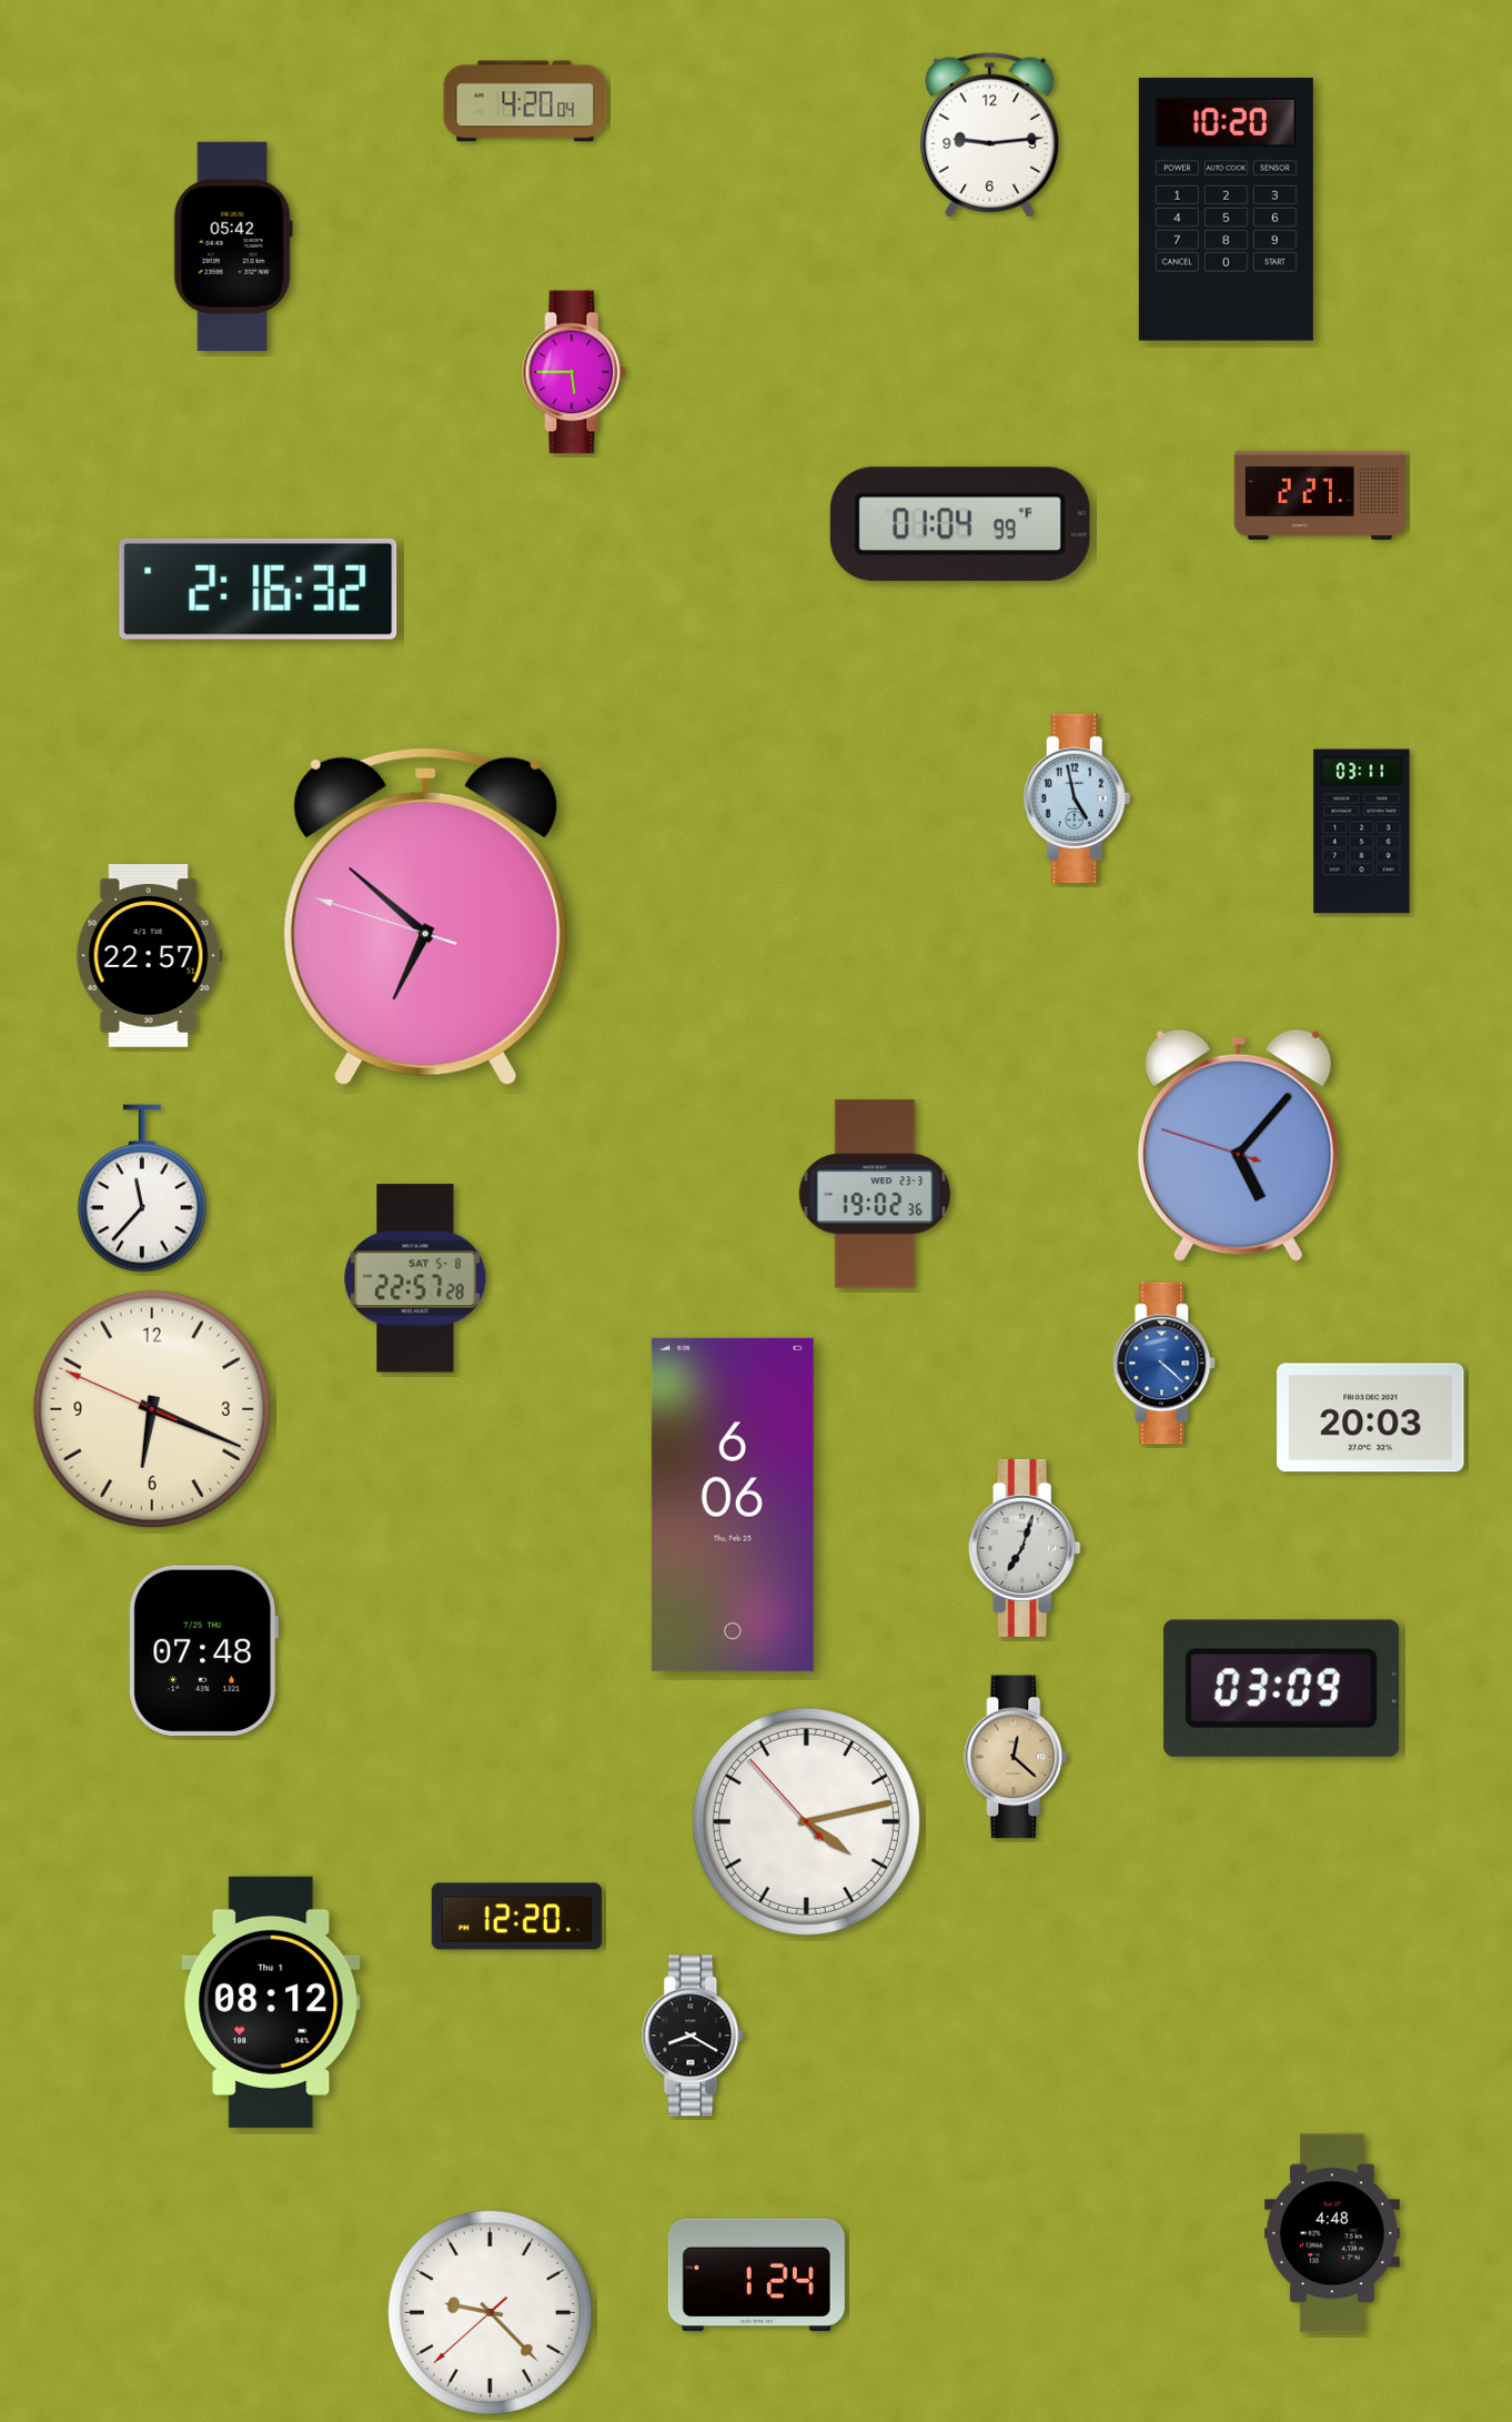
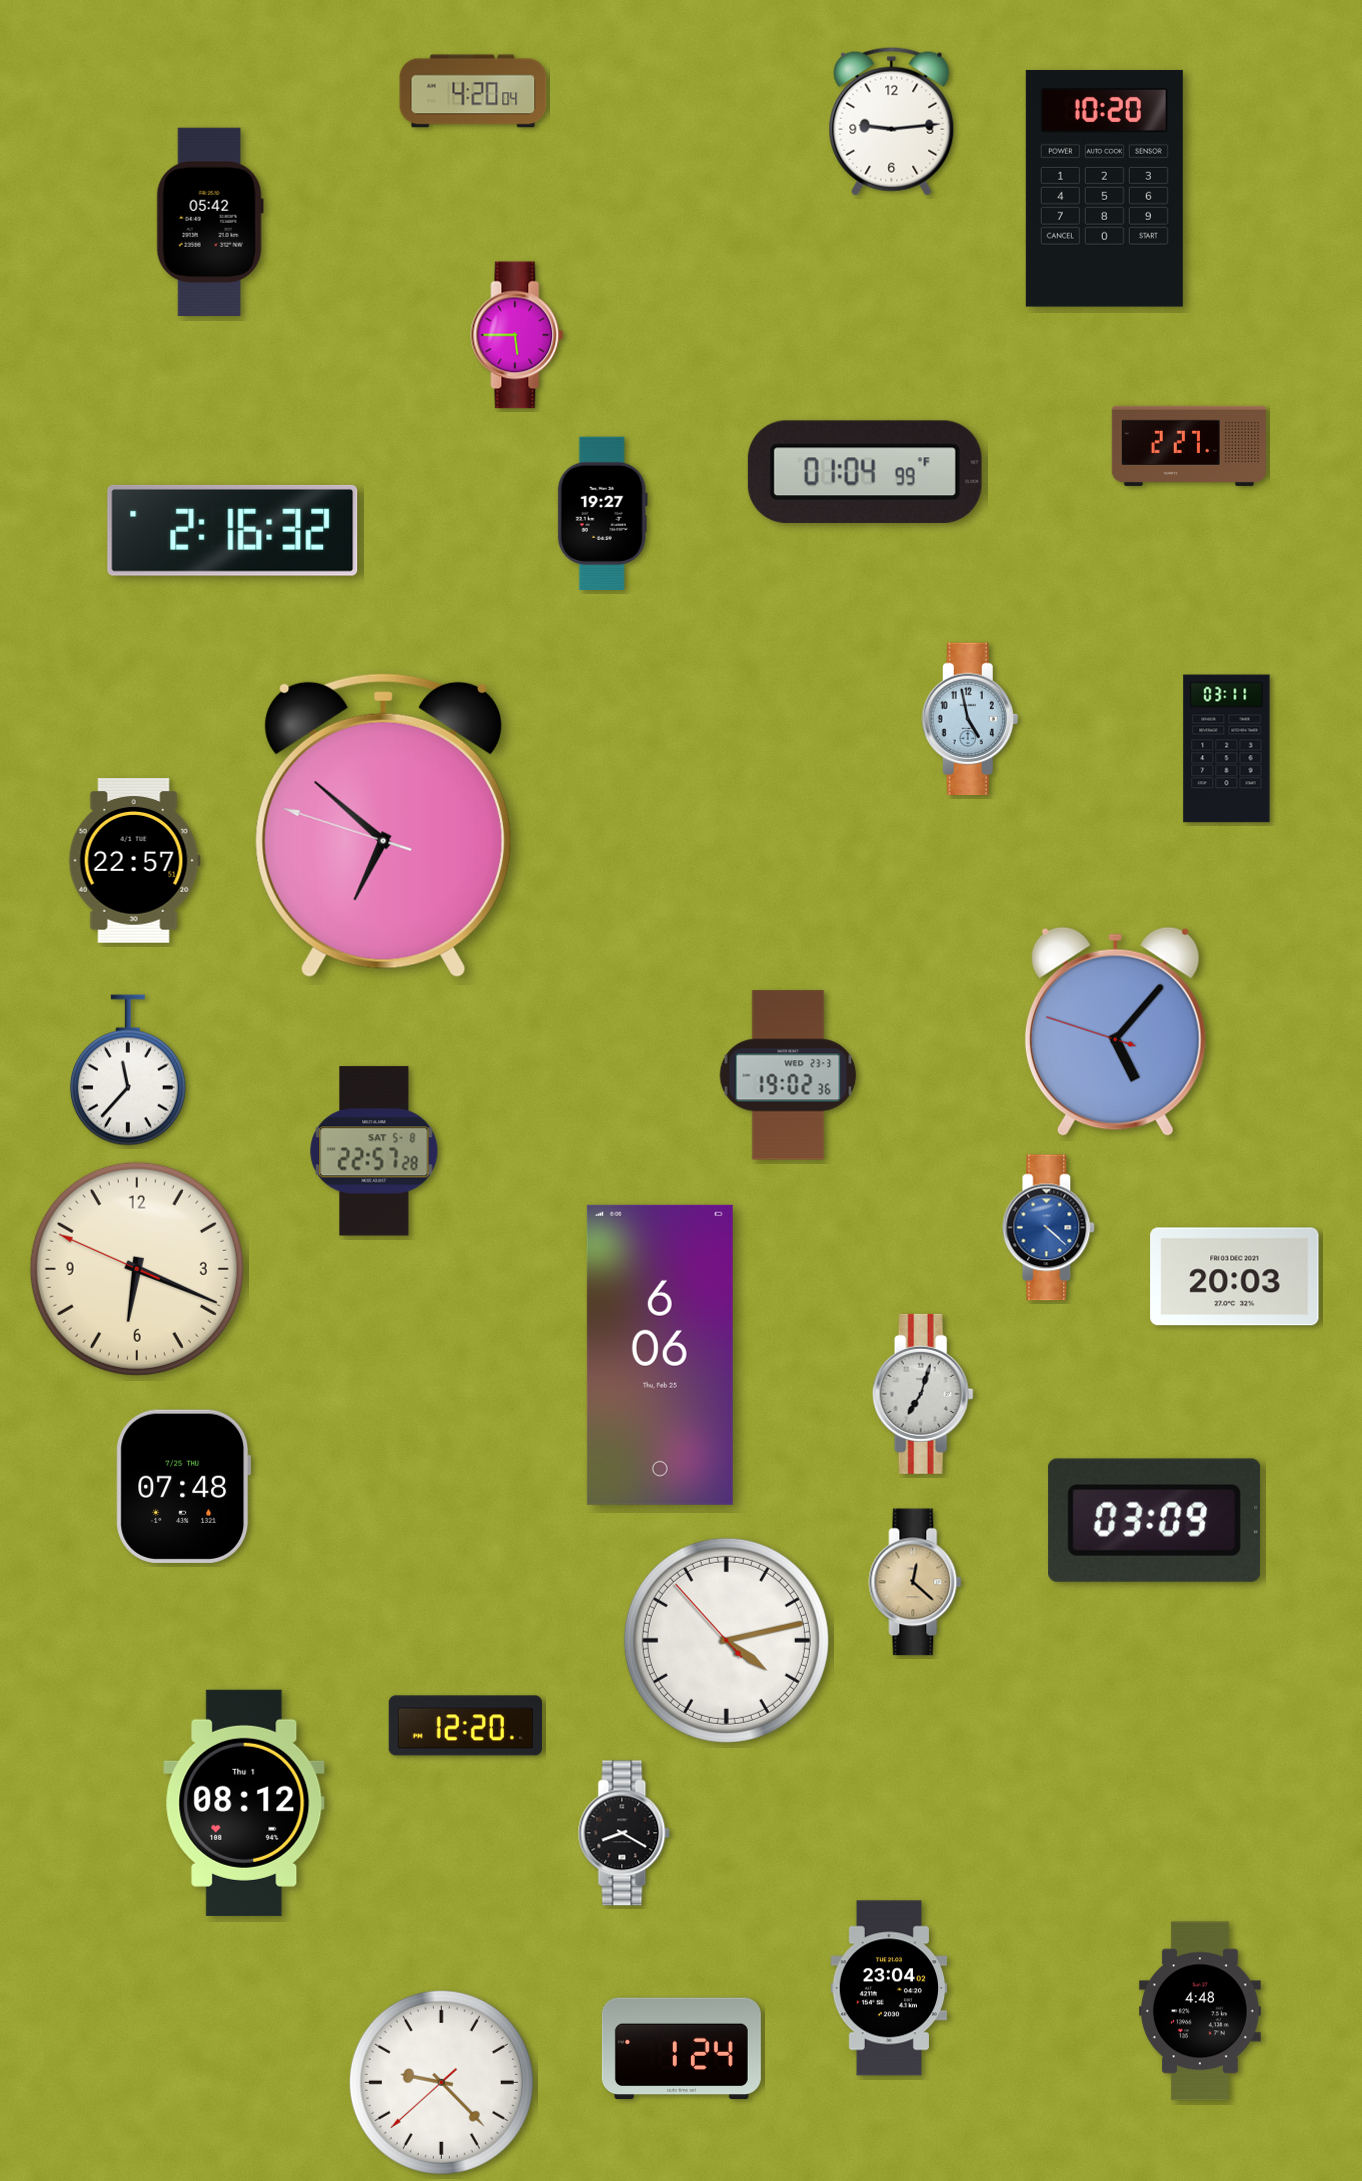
clock at (602, 513): none -> 19:27
clock at (889, 1988): none -> 23:04
